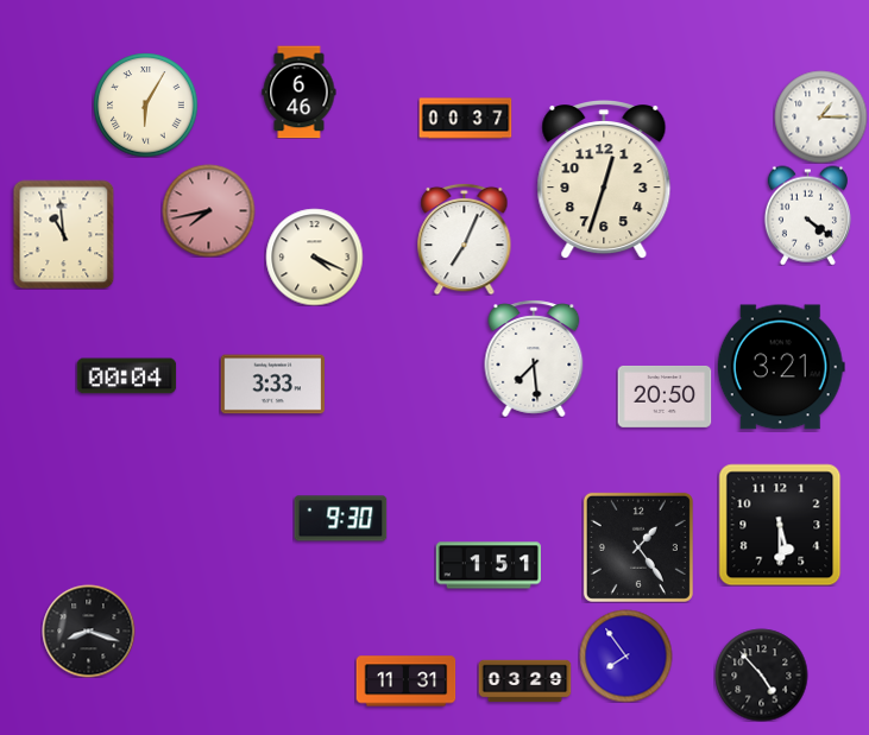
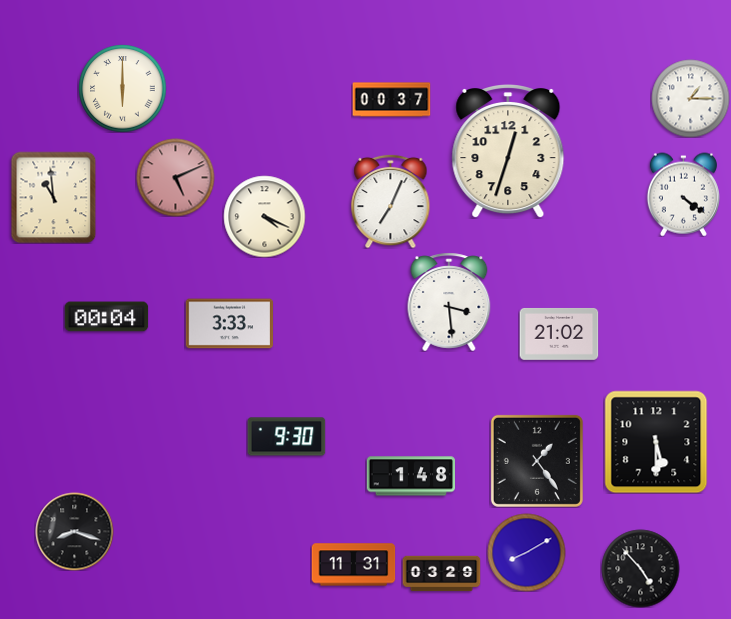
clock at (300, 91): 6:46 -> none
clock at (145, 104): 6:05 -> 6:00
clock at (208, 210): 7:43 -> 5:11
clock at (807, 215) position: (807, 215) -> (683, 194)
clock at (534, 359): 7:29 -> 3:29
clock at (781, 367): 3:21 -> none
clock at (665, 397): 20:50 -> 21:02
clock at (487, 565): 1:51 -> 1:48
clock at (625, 655): 7:54 -> 8:10
clock at (405, 682) position: (405, 682) -> (353, 565)
